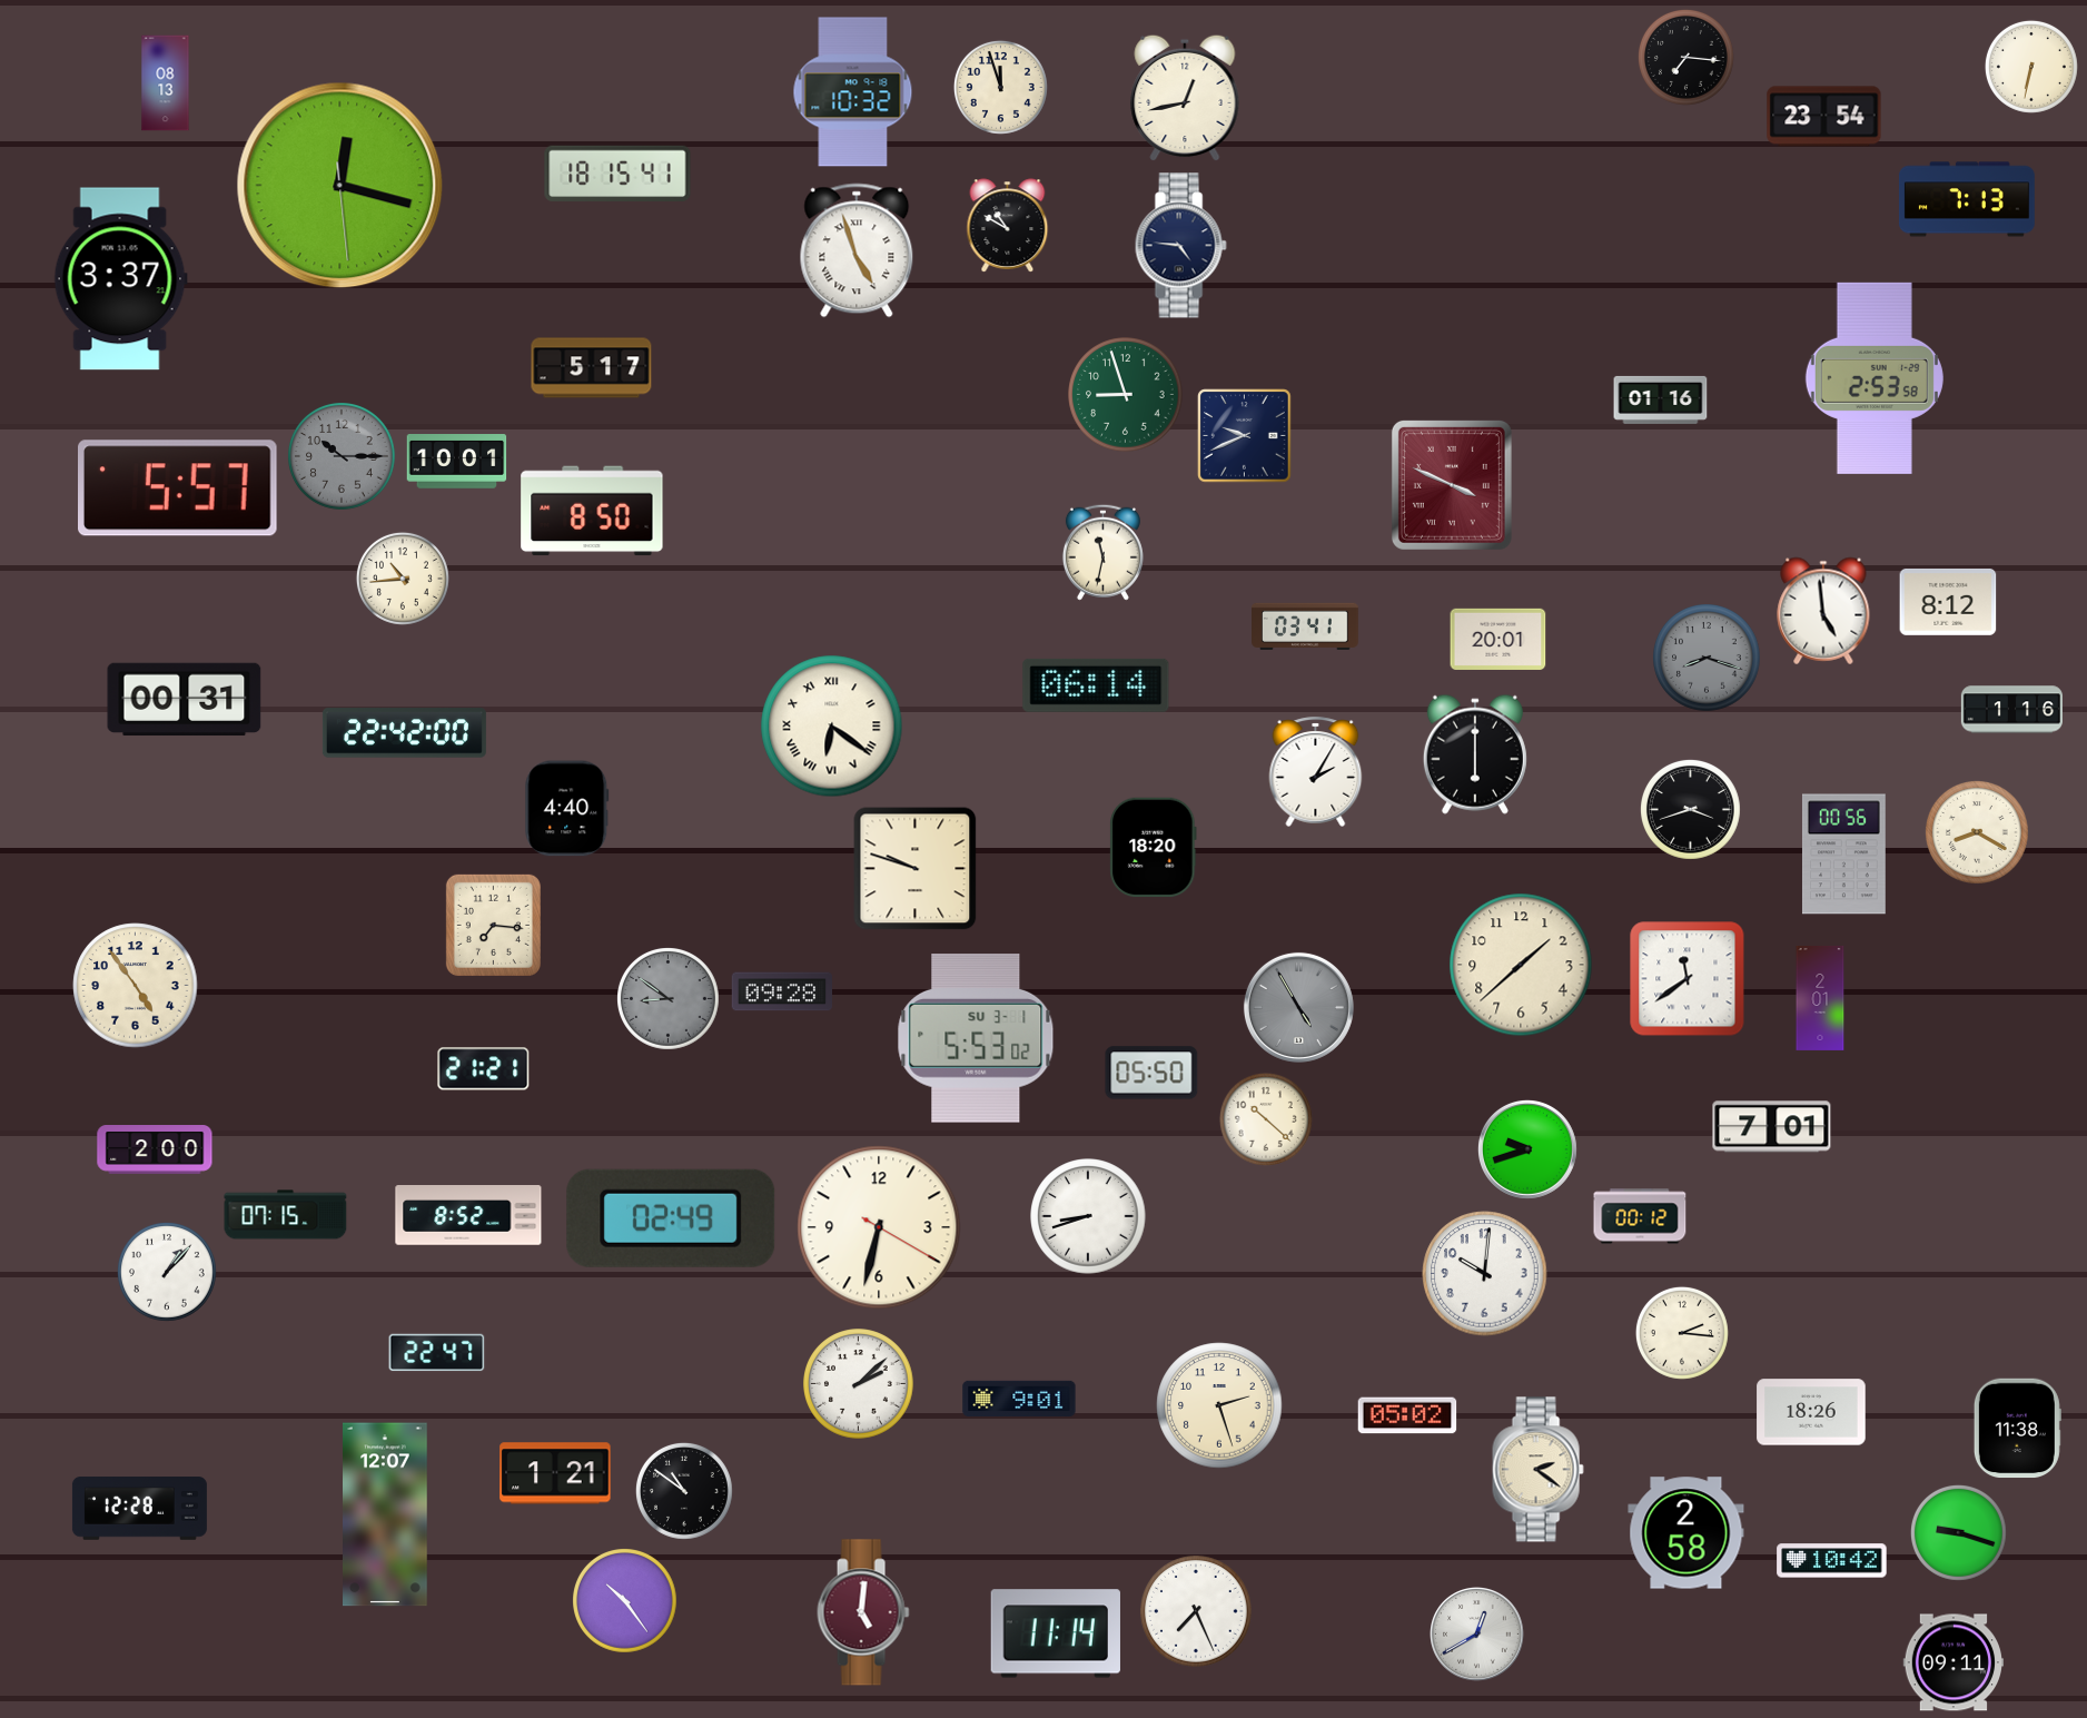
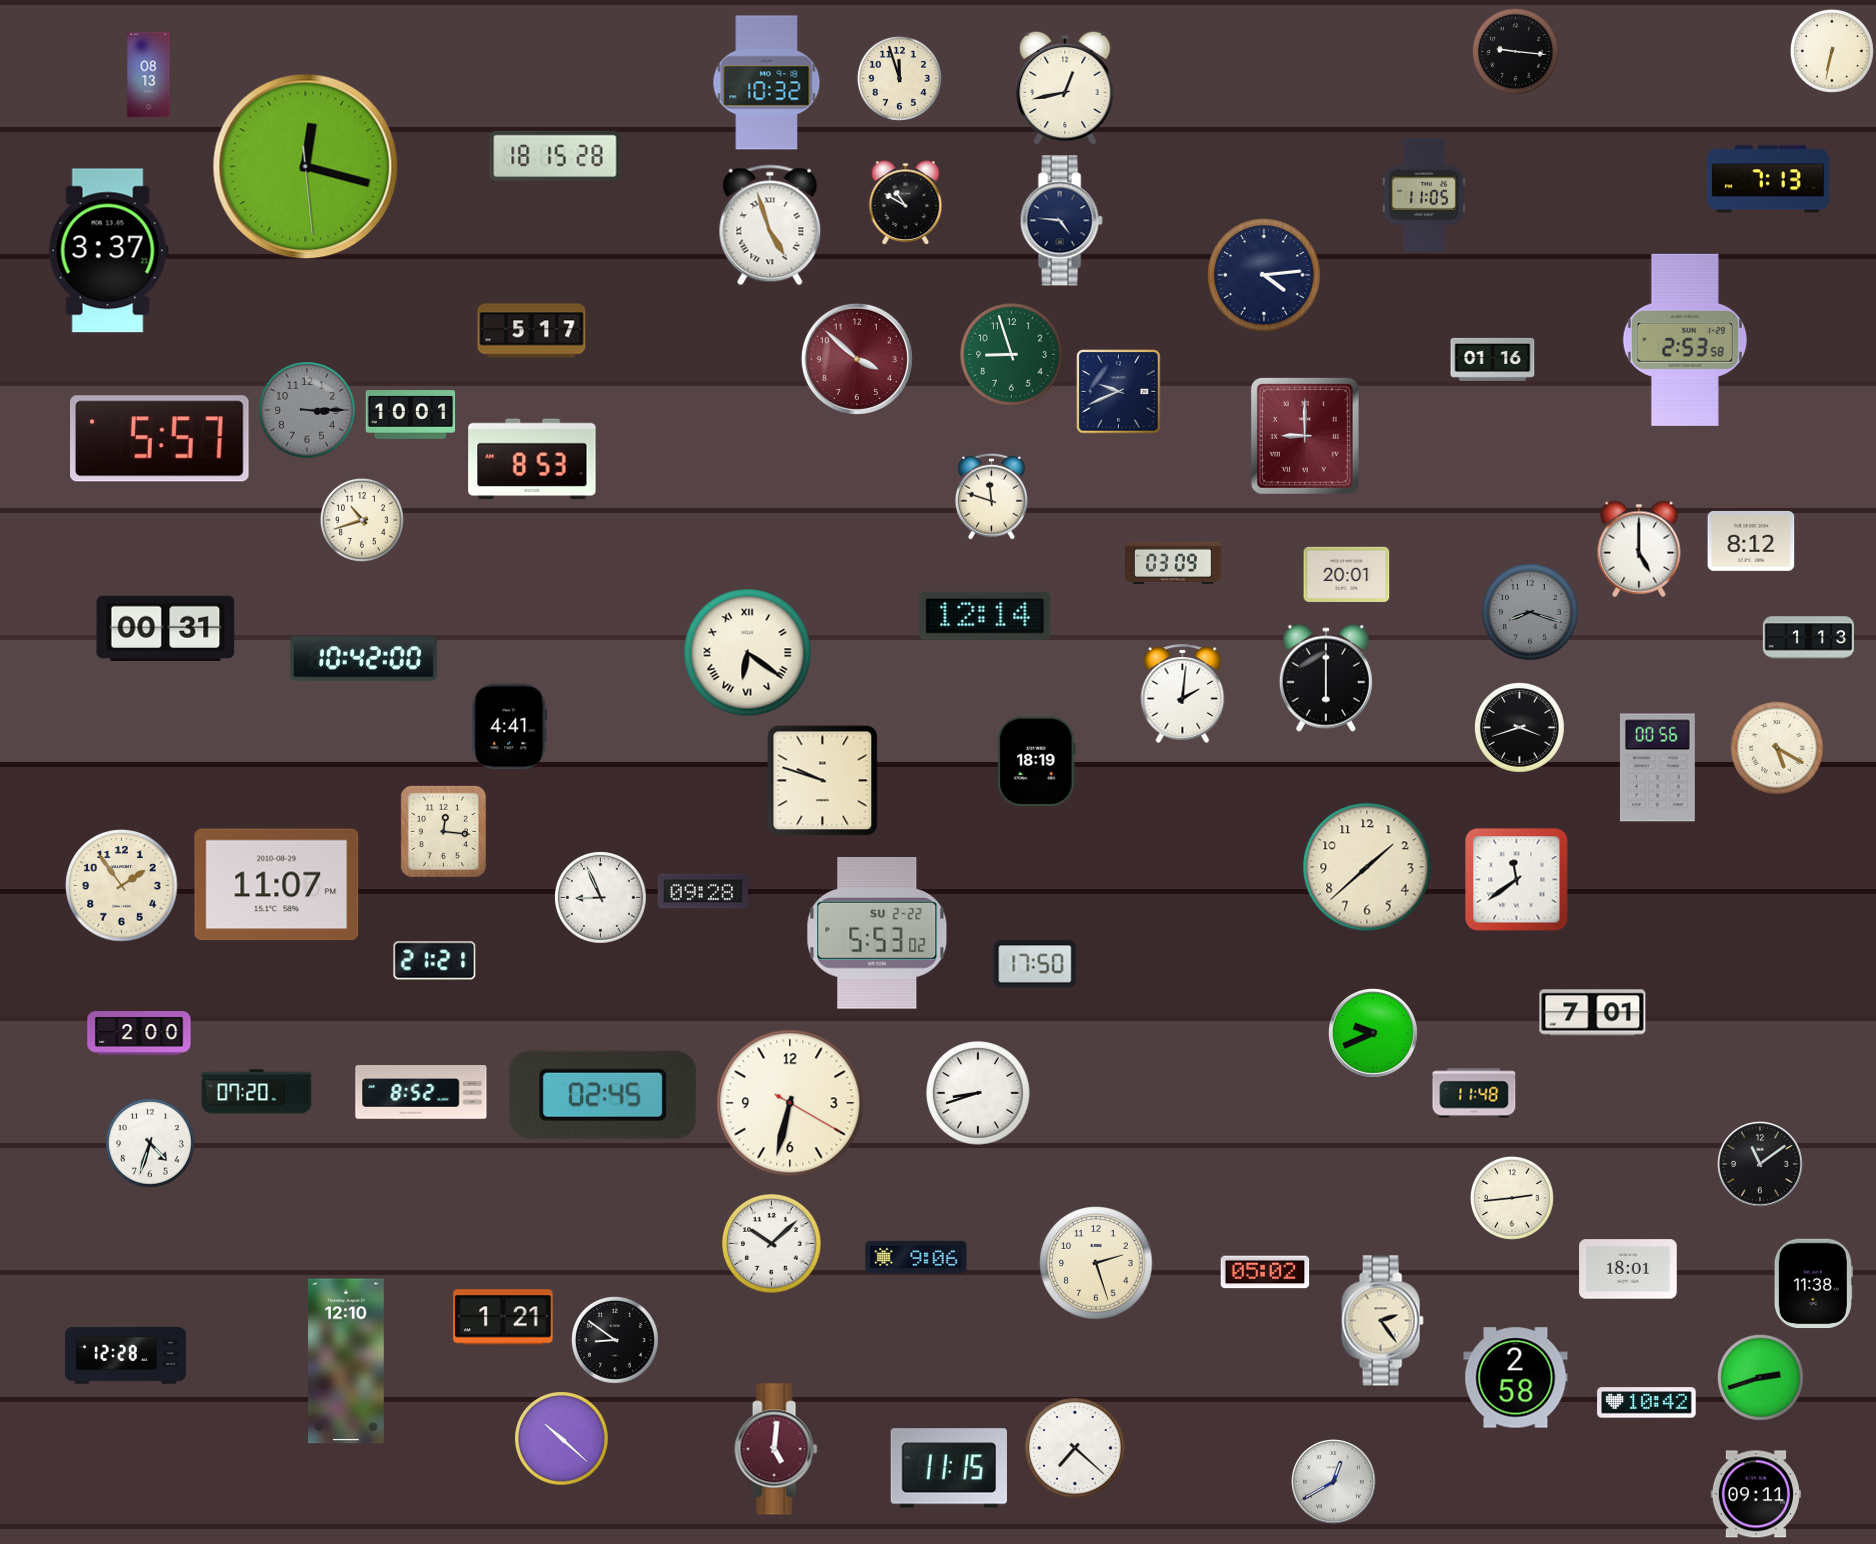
clock at (1685, 57): 7:16 -> 9:16
clock at (2031, 67) position: (2031, 67) -> (1832, 51)
clock at (1824, 117): 23:54 -> none
clock at (617, 174): 18:15:41 -> 18:15:28
clock at (1424, 195): none -> 11:05
clock at (1264, 275): none -> 4:14
clock at (857, 359): none -> 3:52
clock at (343, 457): 10:15 -> 3:15
clock at (1452, 485): 3:49 -> 9:00
clock at (592, 511): 8:50 -> 8:53
clock at (1102, 552): 11:32 -> 11:48
clock at (403, 579): 10:44 -> 10:42
clock at (1823, 611): 4:59 -> 5:00
clock at (1306, 626): 03:41 -> 03:09
clock at (1708, 659) position: (1708, 659) -> (1531, 613)
clock at (1096, 685): 06:14 -> 12:14
clock at (2011, 710): 1:16 -> 1:13
clock at (404, 733): 22:42 -> 10:42
clock at (1316, 771): 2:05 -> 2:01
clock at (567, 809): 4:40 -> 4:41
clock at (1978, 833): 8:20 -> 5:20
clock at (1154, 848): 18:20 -> 18:19
clock at (493, 925): 7:16 -> 12:16
clock at (277, 885): none -> 11:07
clock at (136, 986): 4:54 -> 1:54
clock at (1820, 998): 2:01 -> none
clock at (669, 999): 8:51 -> 8:56
clock at (669, 999) dial: grey -> white
clock at (1298, 1007): 4:55 -> none
clock at (976, 1039) date: SU 3-1 -> SU 2-22
clock at (1151, 1073): 05:50 -> 17:50
clock at (1266, 1119): 10:22 -> none
clock at (1527, 1149): 9:42 -> 9:41
clock at (286, 1215): 07:15 -> 07:20
clock at (1640, 1216): 00:12 -> 11:48
clock at (671, 1218): 02:49 -> 02:45
clock at (167, 1272): 1:07 -> 4:33
clock at (1485, 1274): 10:01 -> none
clock at (1761, 1165): none -> 11:09
clock at (1682, 1333): 2:16 -> 2:44
clock at (437, 1353): 22:47 -> none
clock at (859, 1384): 2:08 -> 10:08
clock at (1019, 1398): 9:01 -> 9:06
clock at (1811, 1412): 18:26 -> 18:01
clock at (1537, 1470): 2:21 -> 2:24
clock at (555, 1473) position: (555, 1473) -> (503, 1317)
clock at (684, 1491): 10:51 -> 8:51
clock at (386, 1514): 12:07 -> 12:10
clock at (1958, 1532): 9:18 -> 2:42
clock at (625, 1601): 10:24 -> 10:22
clock at (1196, 1611): 7:26 -> 7:22
clock at (1056, 1633): 11:14 -> 11:15
clock at (1477, 1635) position: (1477, 1635) -> (1334, 1482)
